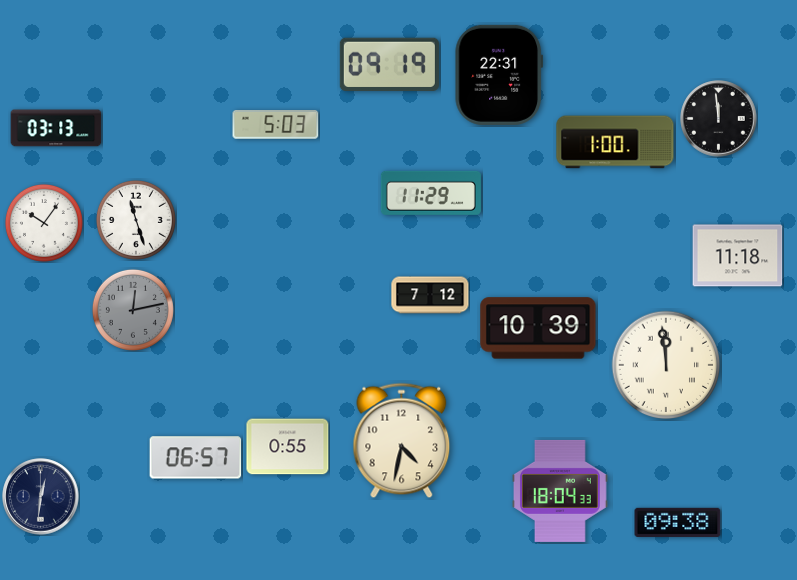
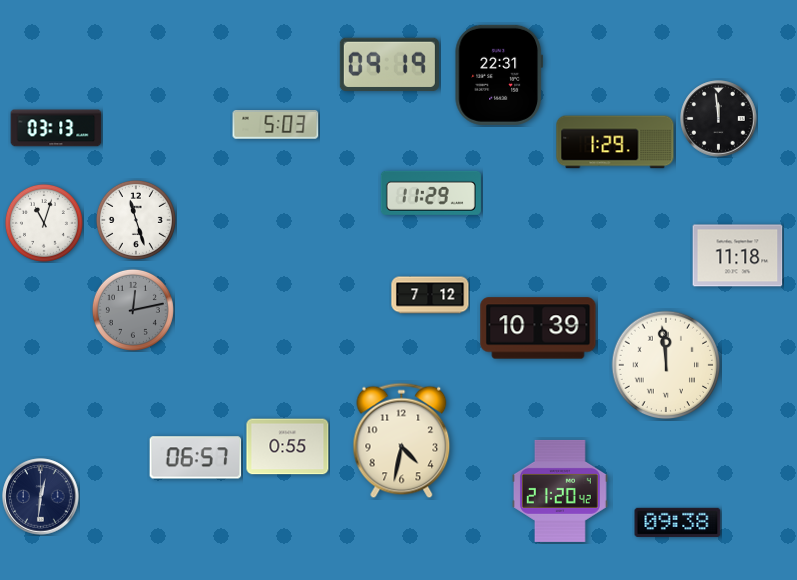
clock at (615, 142): 1:00 -> 1:29
clock at (44, 223): 10:06 -> 11:03
clock at (561, 491): 18:04 -> 21:20
